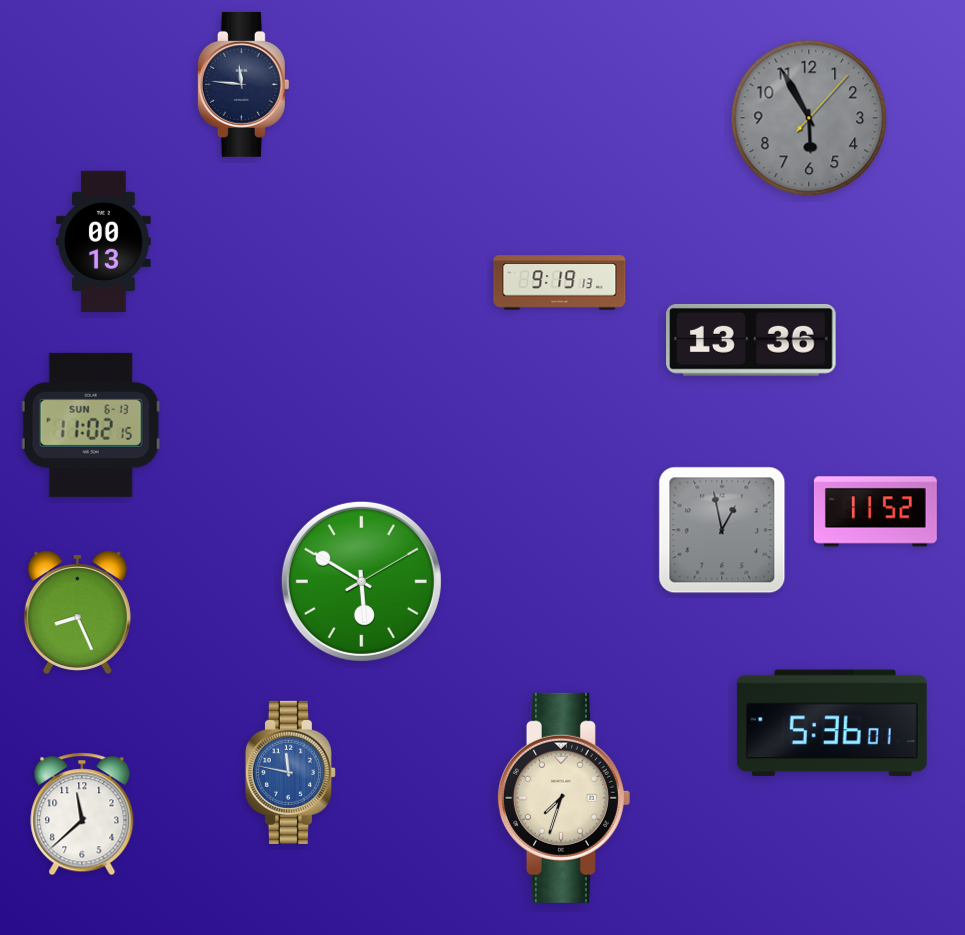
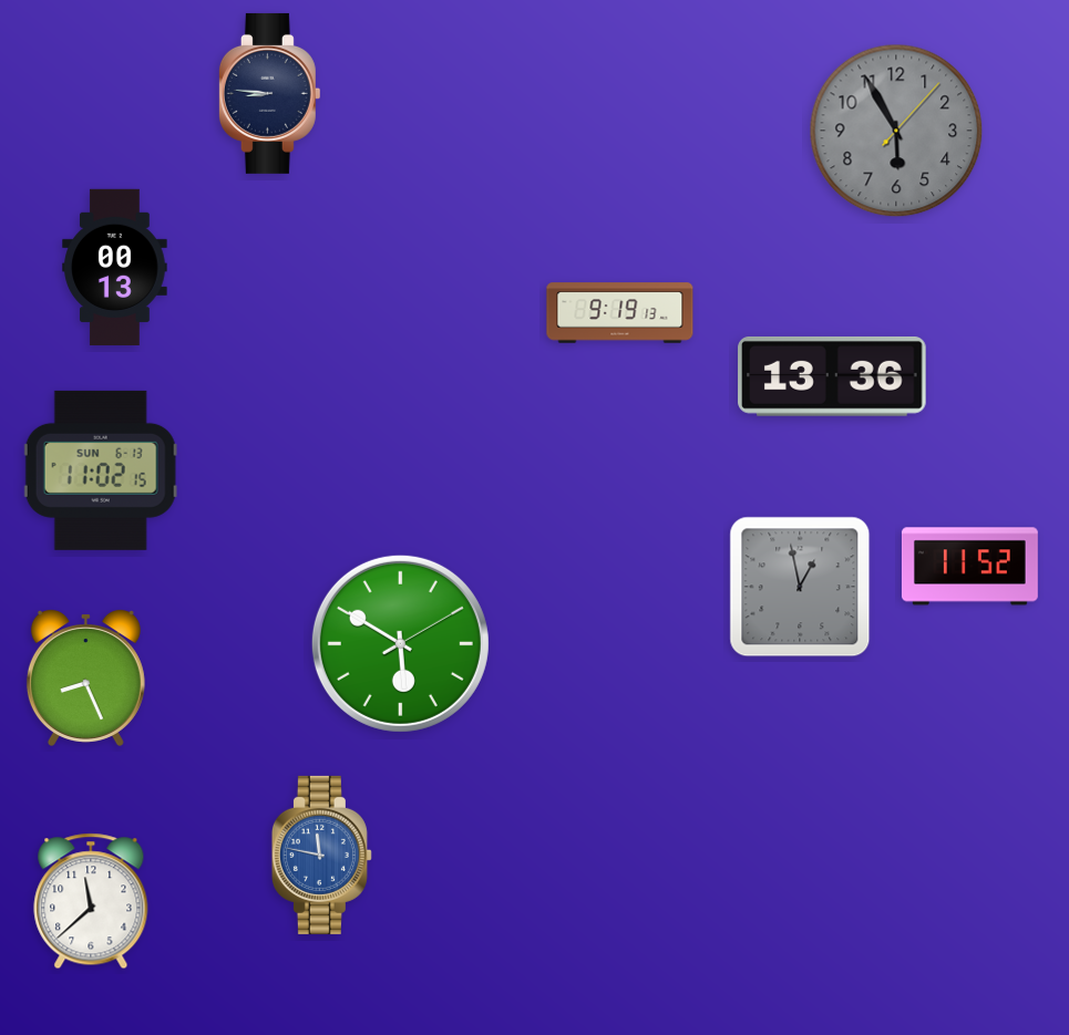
clock at (243, 84): 11:46 -> 8:46
clock at (832, 723): 5:36 -> none
clock at (563, 798): 7:33 -> none
